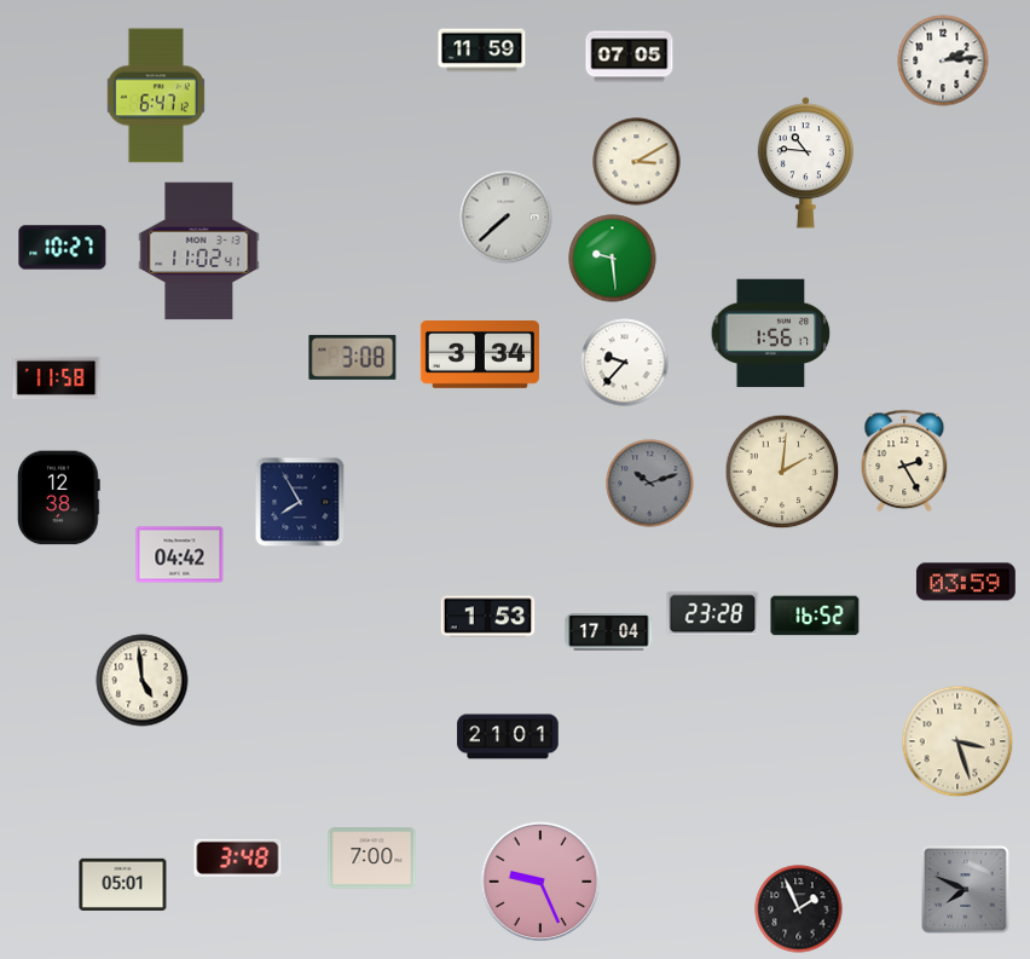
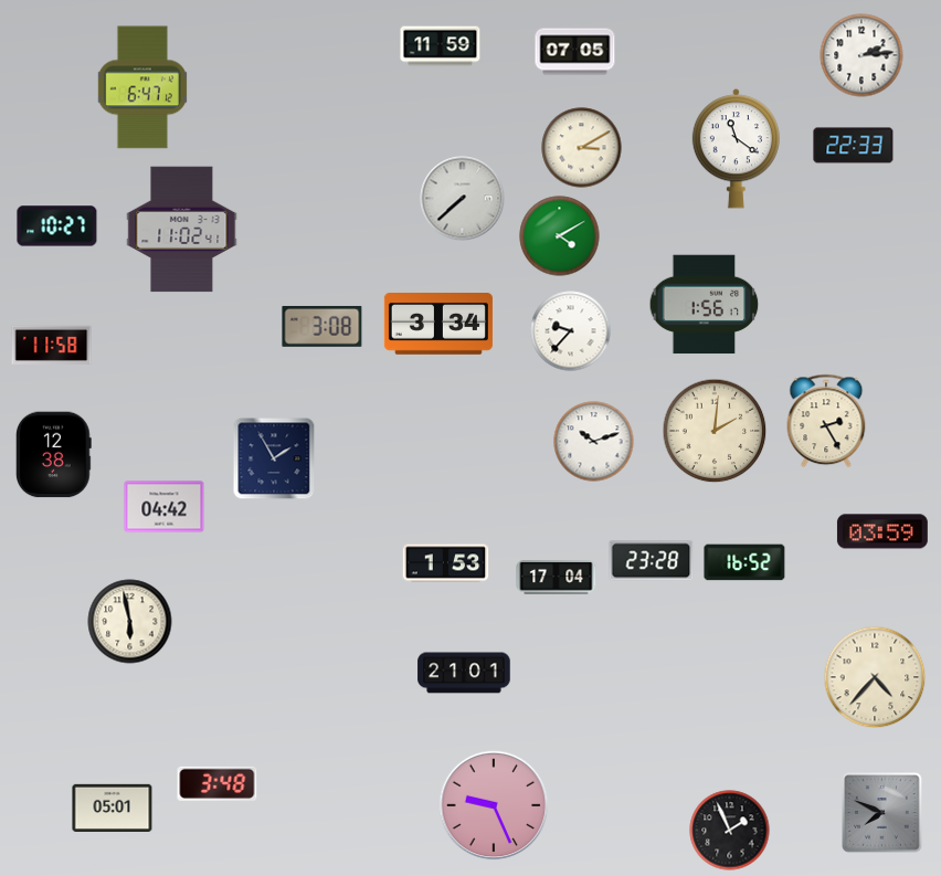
clock at (854, 146): none -> 22:33
clock at (805, 163): 10:46 -> 11:21
clock at (613, 259): 9:29 -> 4:10
clock at (650, 484) dial: grey -> white
clock at (300, 502): 7:55 -> 1:55
clock at (143, 681): 4:59 -> 5:58
clock at (957, 741): 3:27 -> 4:37
clock at (372, 859): 7:00 -> none
